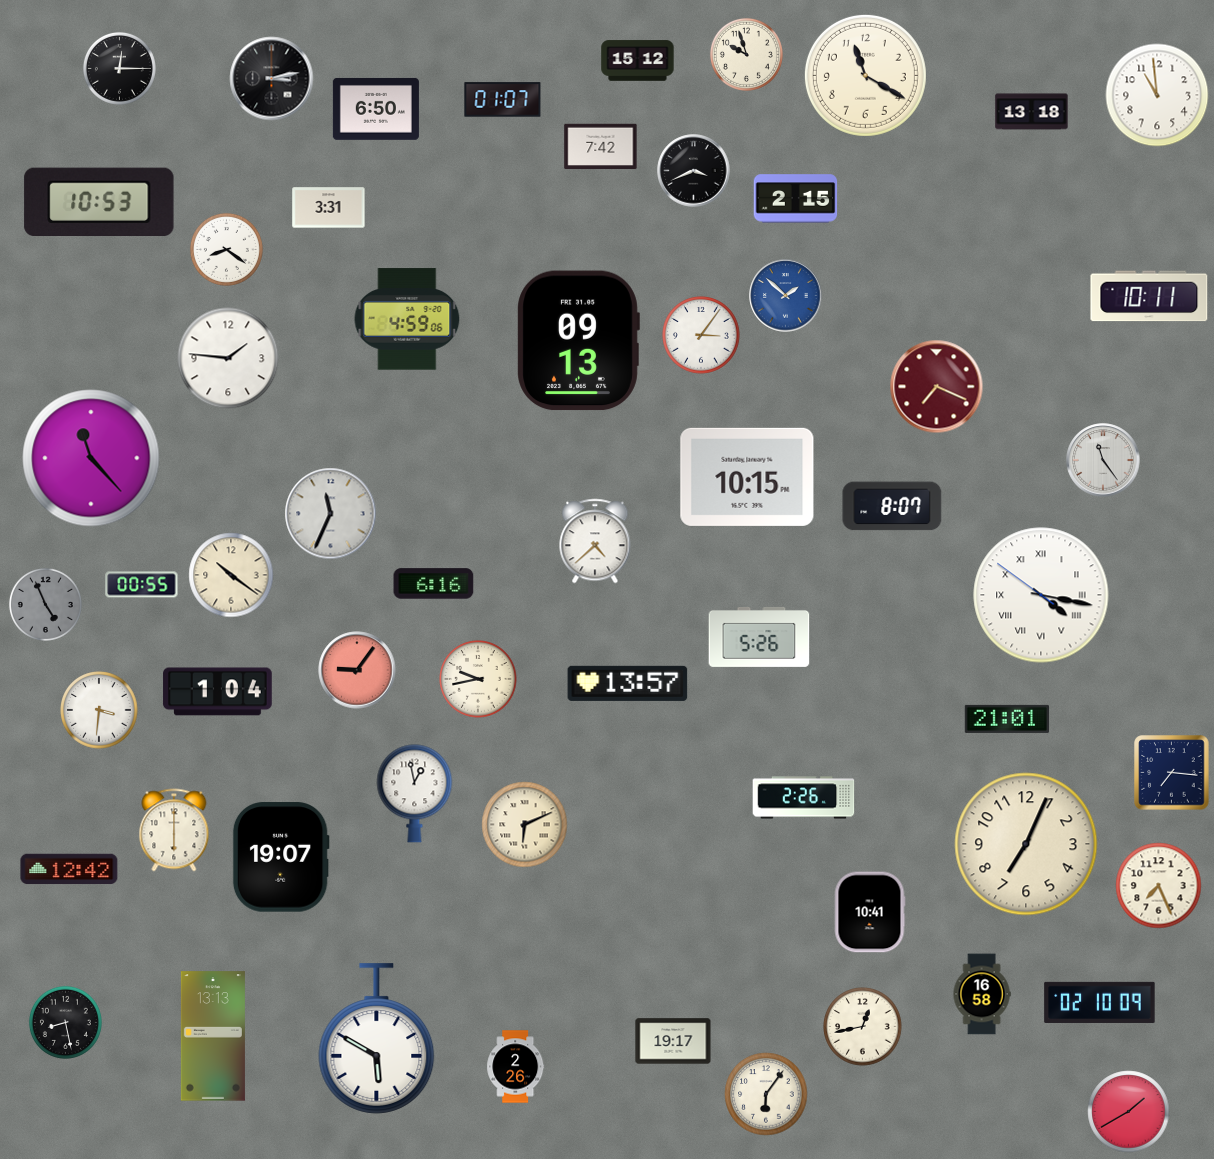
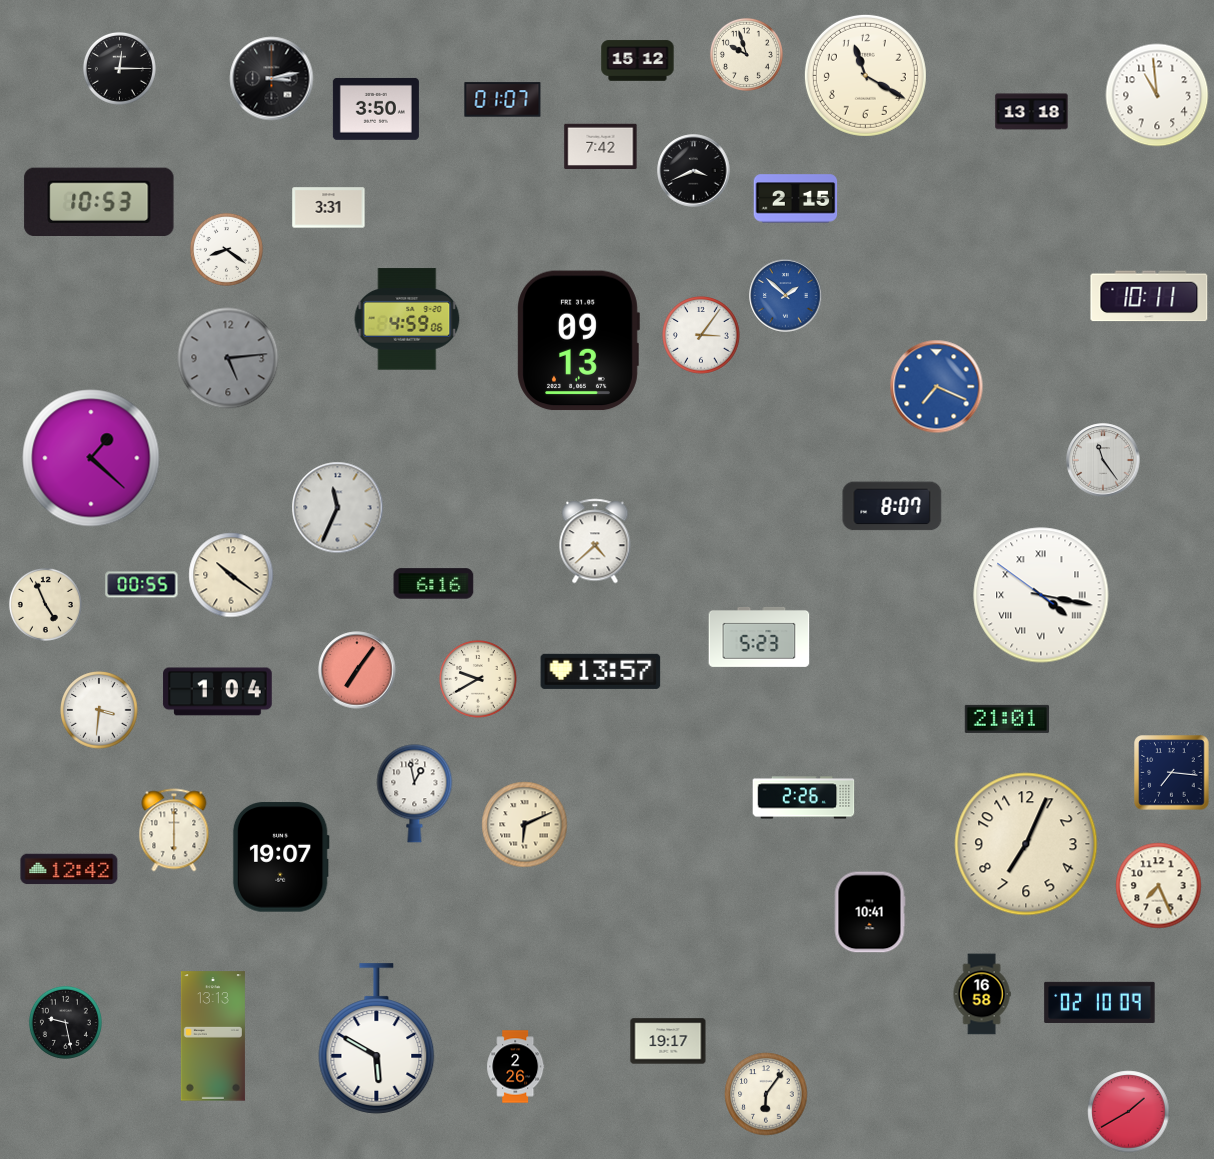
clock at (376, 109): 6:50 -> 3:50
clock at (228, 358): 1:46 -> 5:14
clock at (228, 358) dial: white -> grey
clock at (937, 387) dial: burgundy -> blue
clock at (91, 458): 11:23 -> 1:22
clock at (747, 477): 10:15 -> none
clock at (331, 514) position: (331, 514) -> (338, 508)
clock at (45, 604) dial: grey -> cream
clock at (759, 637): 5:26 -> 5:23
clock at (357, 670): 9:06 -> 7:06
clock at (478, 679): 9:43 -> 9:40
clock at (628, 683) position: (628, 683) -> (601, 671)
clock at (65, 1022): 8:28 -> 9:28
clock at (863, 1027): 12:43 -> none
clock at (673, 1041) position: (673, 1041) -> (668, 1041)
